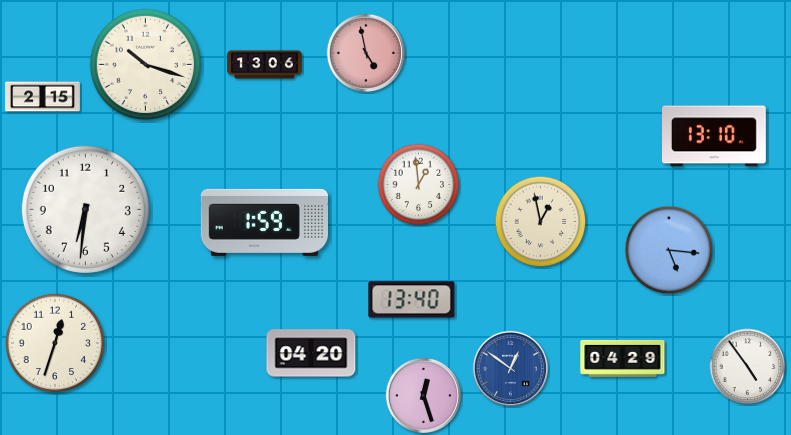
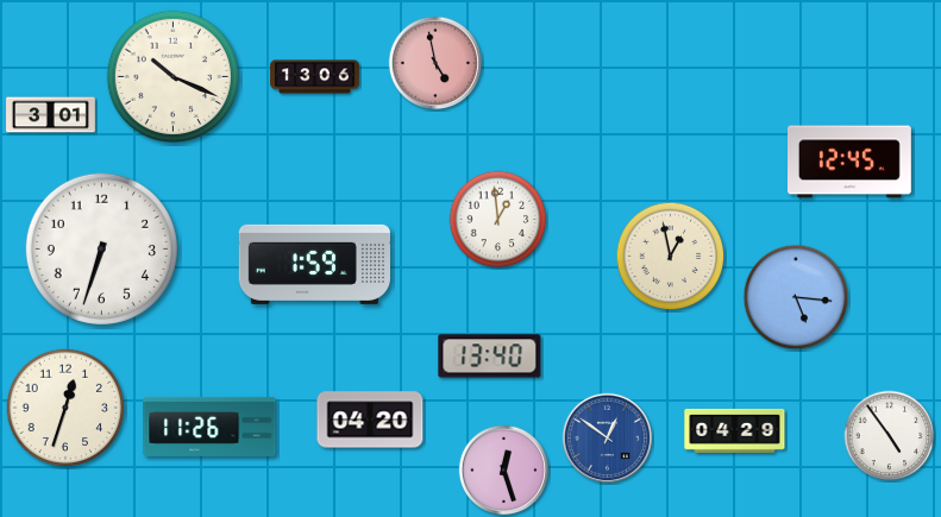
clock at (145, 64): 10:18 -> 10:19
clock at (43, 97): 2:15 -> 3:01
clock at (715, 136): 13:10 -> 12:45
clock at (85, 209): 6:31 -> 6:33
clock at (541, 222) position: (541, 222) -> (671, 257)
clock at (623, 358) position: (623, 358) -> (735, 430)
clock at (209, 427): none -> 11:26
